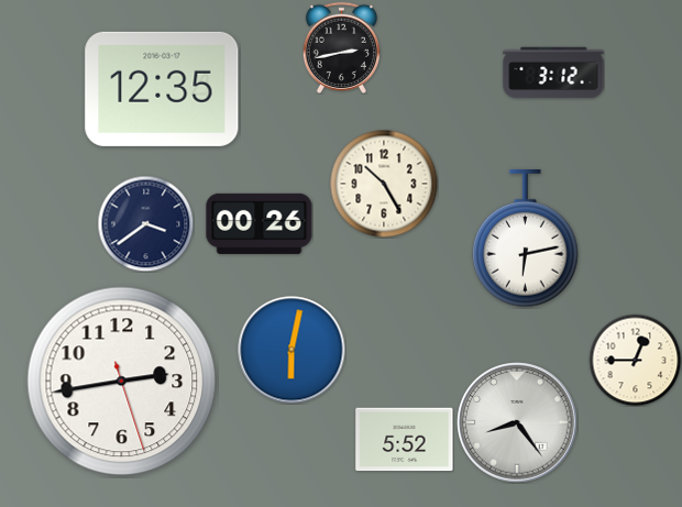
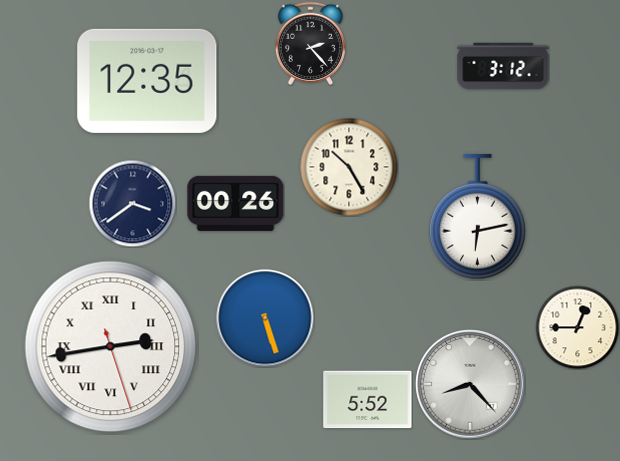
clock at (341, 47): 2:43 -> 2:23
clock at (291, 350): 6:02 -> 5:27
clock at (122, 382) numerals: Arabic -> Roman
clock at (517, 422): 8:24 -> 8:23
